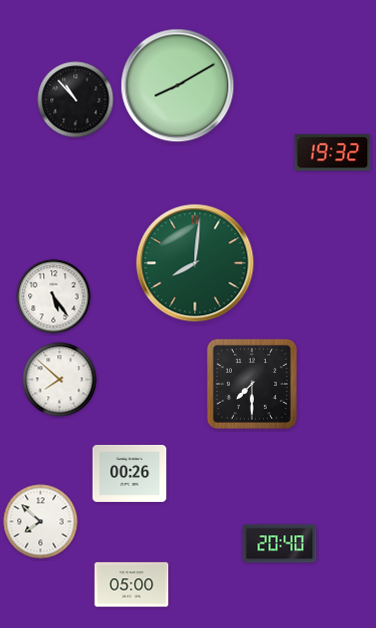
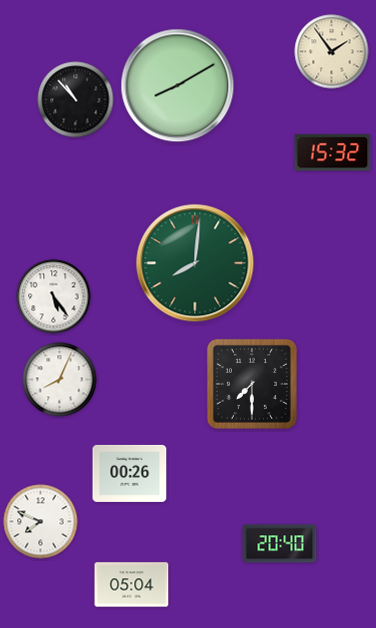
clock at (332, 52): none -> 1:54
clock at (333, 153): 19:32 -> 15:32
clock at (60, 380): 7:52 -> 8:04
clock at (41, 522): 7:52 -> 7:49
clock at (132, 585): 05:00 -> 05:04
